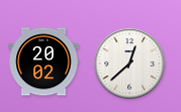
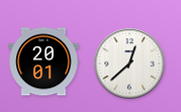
clock at (44, 62): 20:02 -> 20:01
